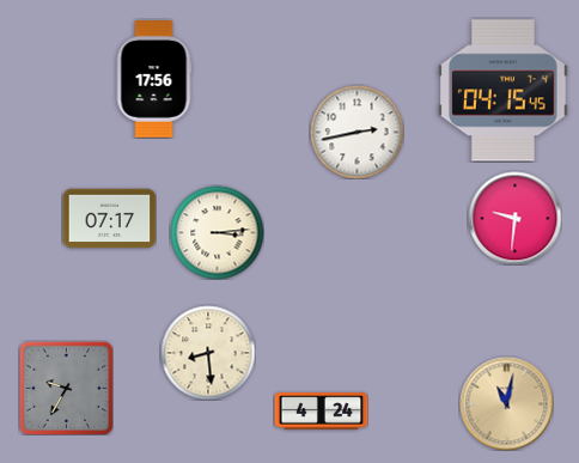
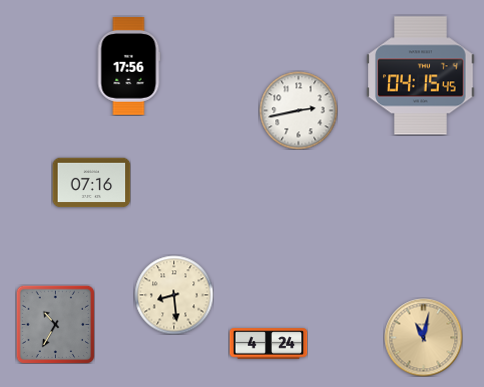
clock at (514, 218): 9:31 -> none
clock at (109, 219): 07:17 -> 07:16
clock at (217, 232): 3:14 -> none
clock at (66, 388): 9:35 -> 10:35
